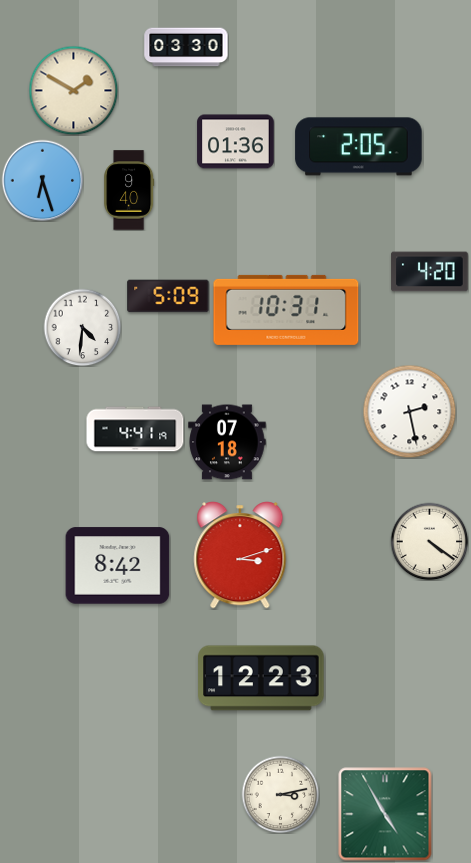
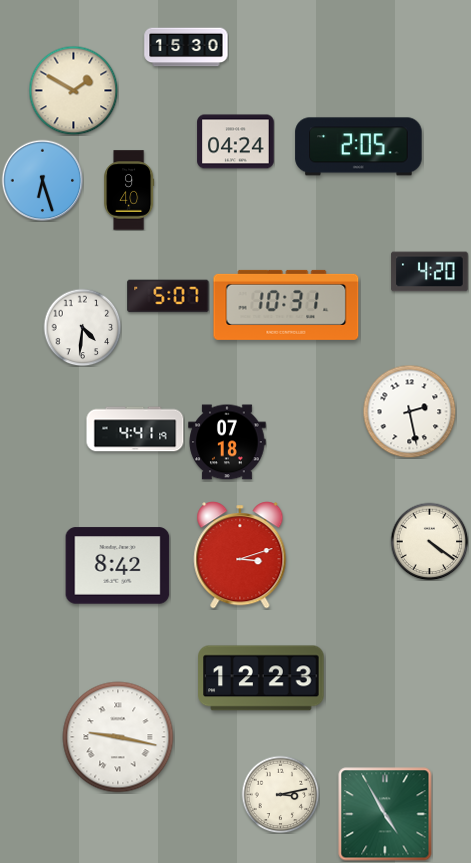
clock at (186, 47): 03:30 -> 15:30
clock at (236, 142): 01:36 -> 04:24
clock at (168, 296): 5:09 -> 5:07
clock at (286, 310) position: (286, 310) -> (286, 305)
clock at (118, 737): none -> 9:17
